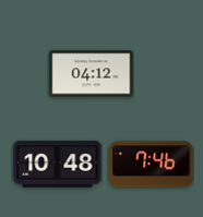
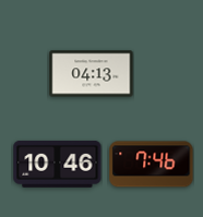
clock at (92, 74): 04:12 -> 04:13
clock at (58, 164): 10:48 -> 10:46
